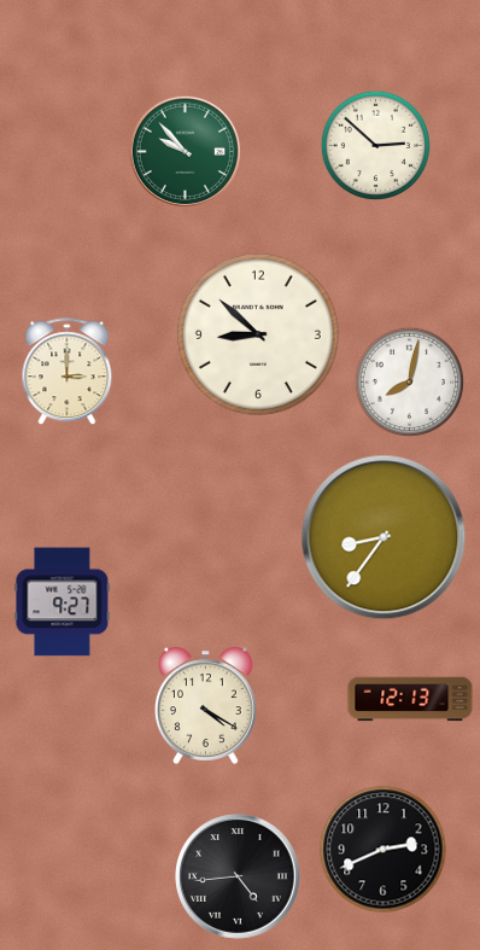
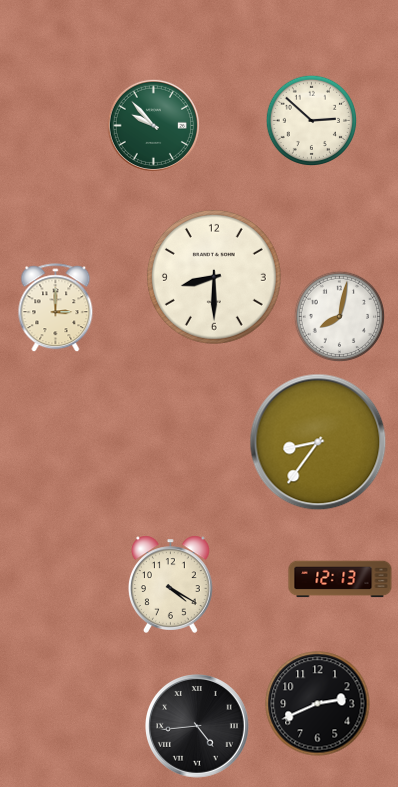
clock at (258, 334): 8:52 -> 8:30
clock at (384, 537) position: (384, 537) -> (318, 442)
clock at (63, 602): 9:27 -> none
